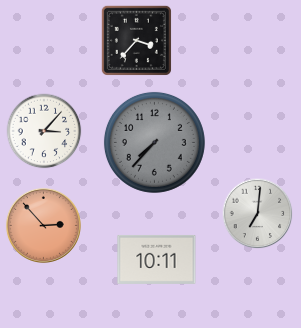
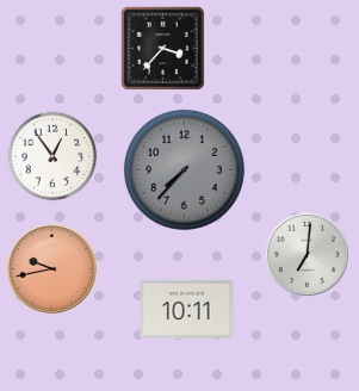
clock at (44, 131): 3:07 -> 12:54
clock at (43, 225): 2:53 -> 9:43
